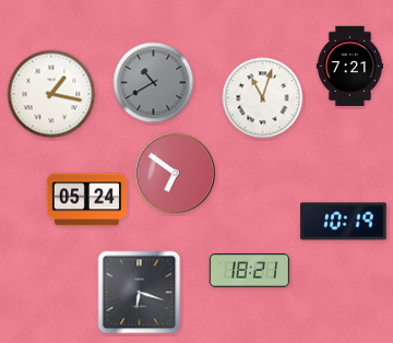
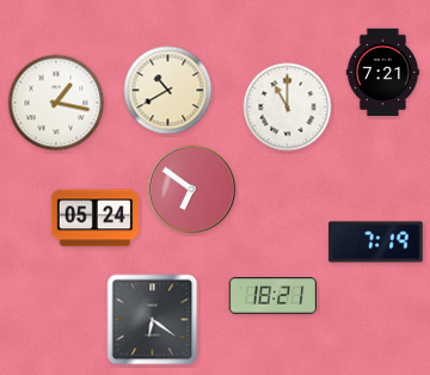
clock at (154, 83) dial: grey -> cream
clock at (263, 98): 11:03 -> 11:00
clock at (344, 222): 10:19 -> 7:19
clock at (140, 293): 6:18 -> 6:21
